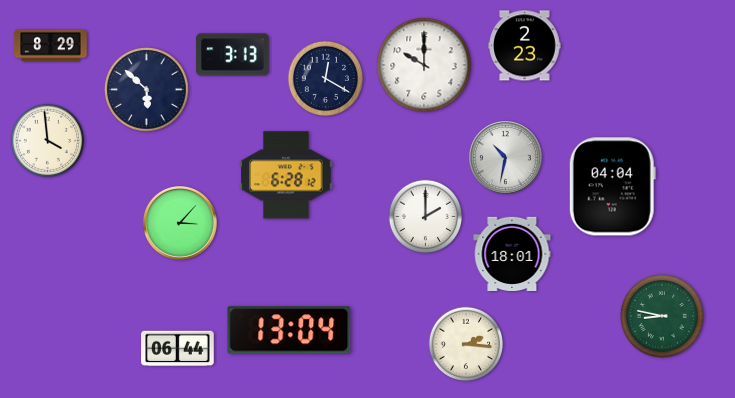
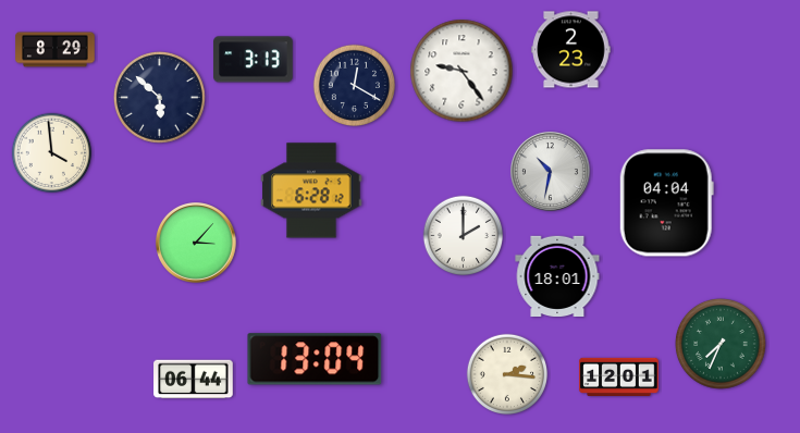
clock at (424, 65): 10:00 -> 9:24
clock at (663, 317): 8:47 -> 7:34
clock at (619, 376): none -> 12:01
